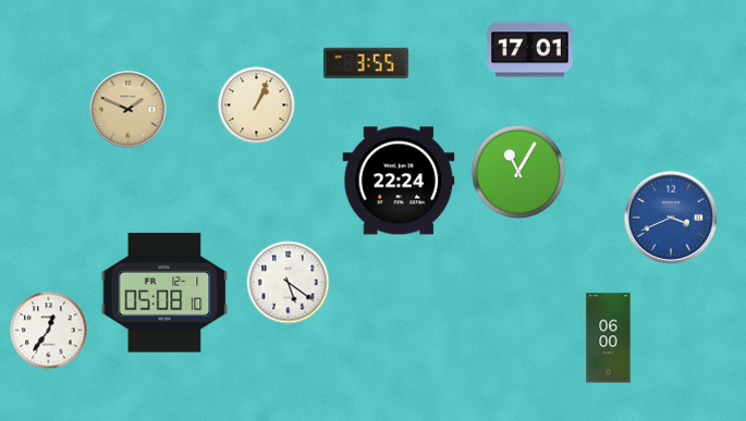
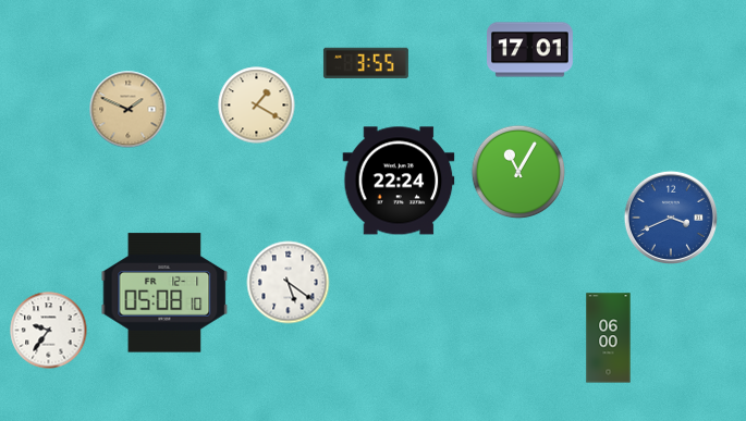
clock at (257, 106): 1:04 -> 1:20
clock at (49, 331): 12:36 -> 9:36
